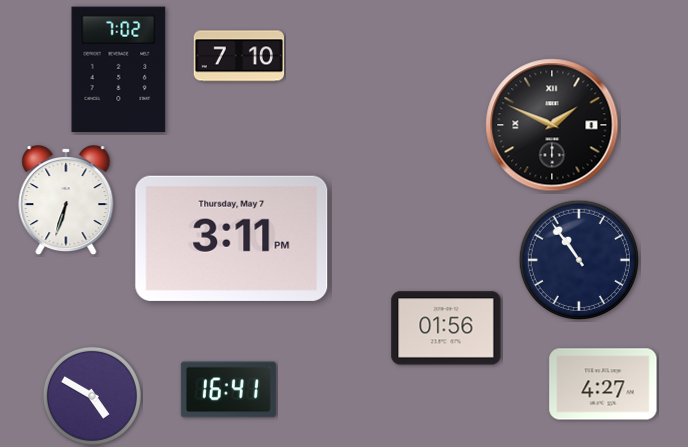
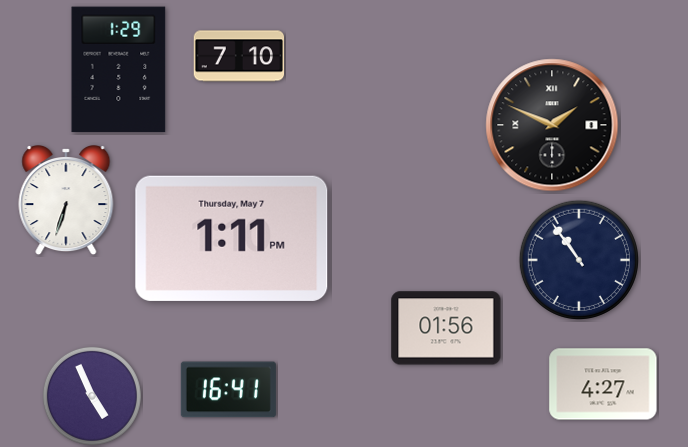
clock at (119, 70): 7:02 -> 1:29
clock at (232, 238): 3:11 -> 1:11
clock at (92, 396): 4:50 -> 4:56
